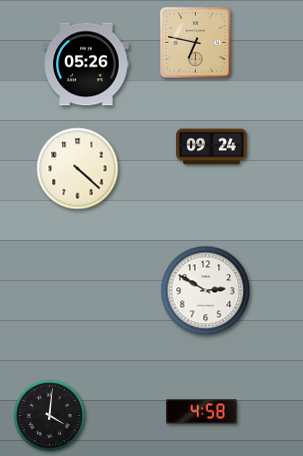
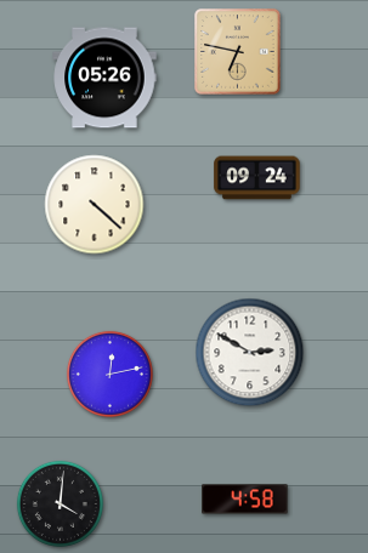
clock at (109, 374): none -> 12:13
